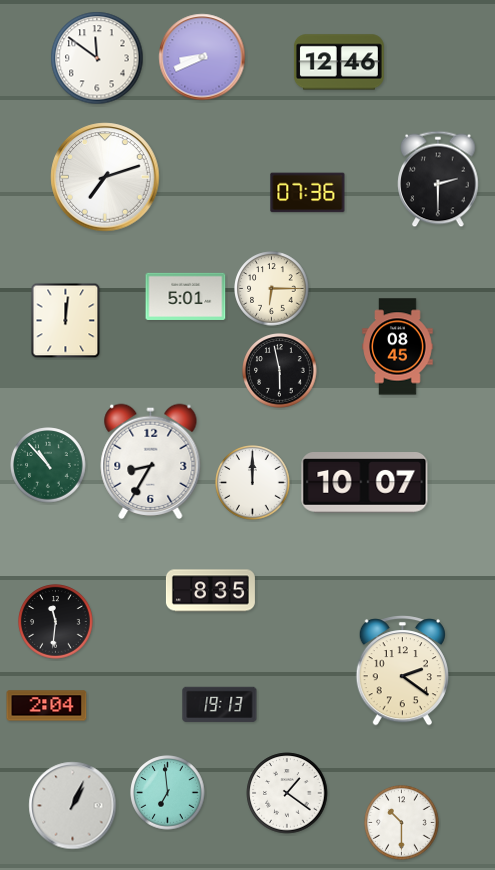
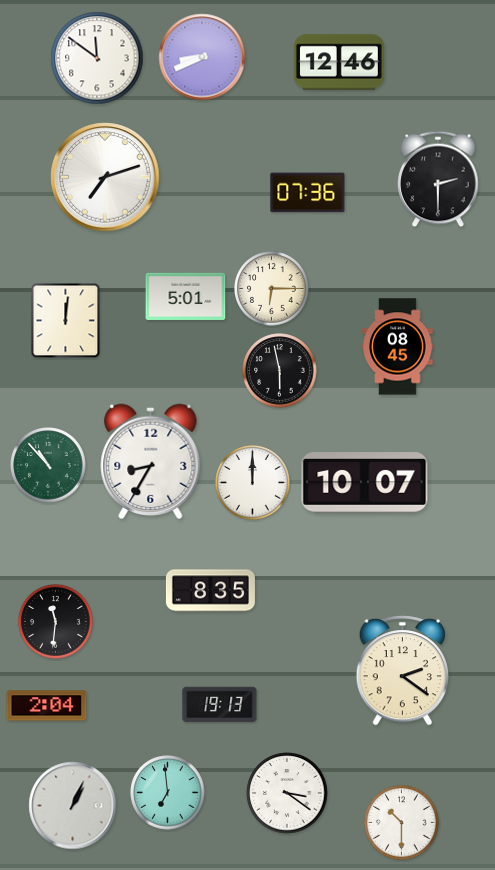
clock at (287, 793): 1:21 -> 3:21
